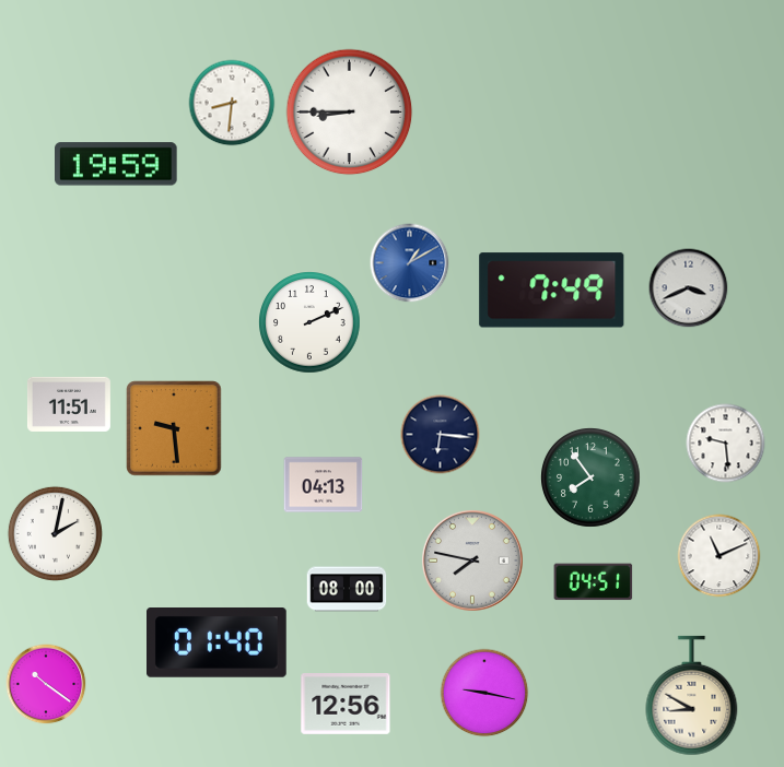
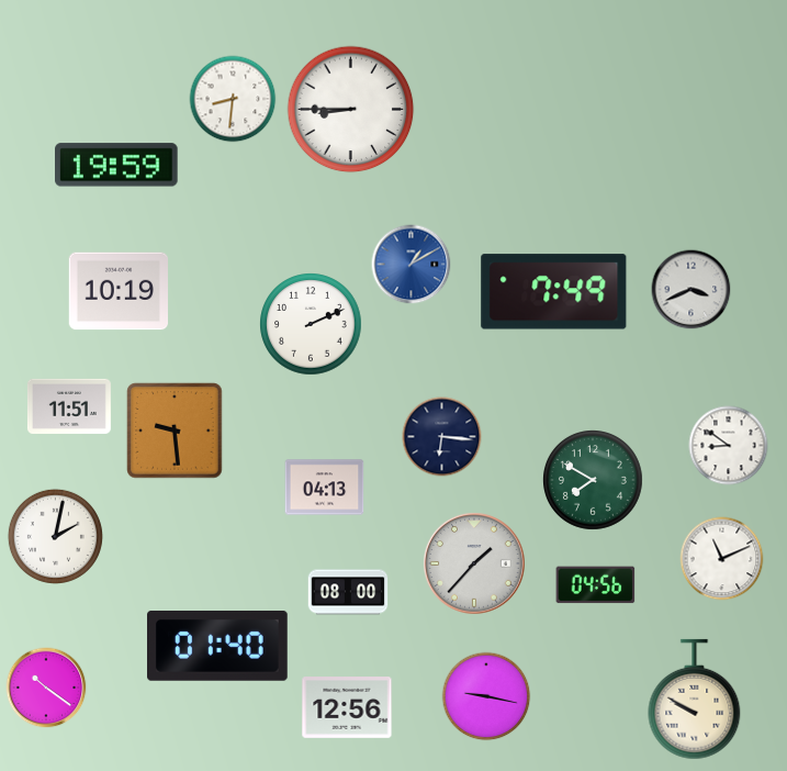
clock at (232, 103) position: (232, 103) -> (233, 99)
clock at (350, 113) position: (350, 113) -> (351, 110)
clock at (117, 291): none -> 10:19
clock at (726, 444): 9:29 -> 8:51
clock at (592, 479): 7:54 -> 7:50
clock at (473, 562): 7:47 -> 1:37
clock at (594, 582): 04:51 -> 04:56
clock at (692, 696): 8:50 -> 9:50
